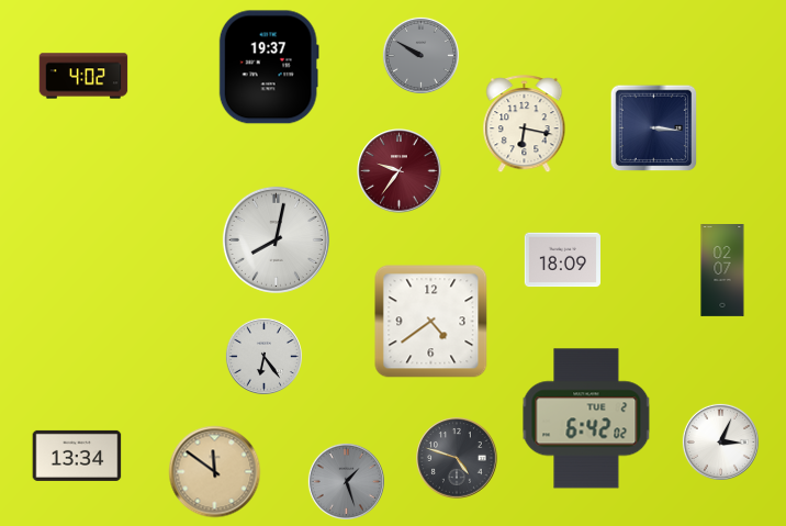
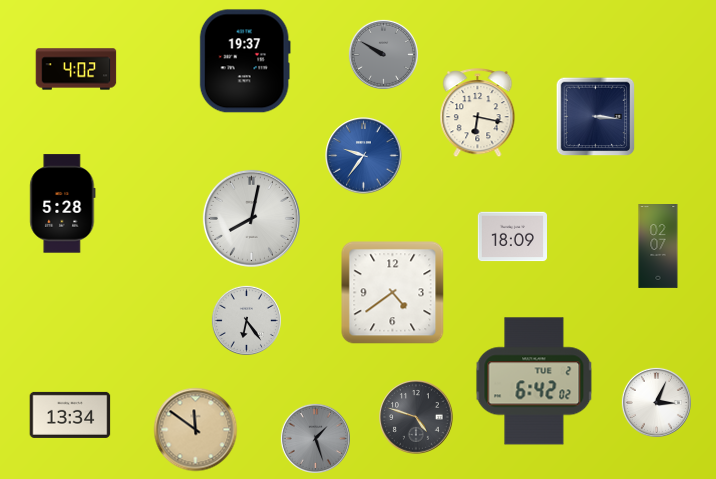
clock at (420, 55) position: (420, 55) -> (383, 54)
clock at (400, 171) dial: burgundy -> blue
clock at (63, 204): none -> 5:28
clock at (263, 356) position: (263, 356) -> (246, 320)
